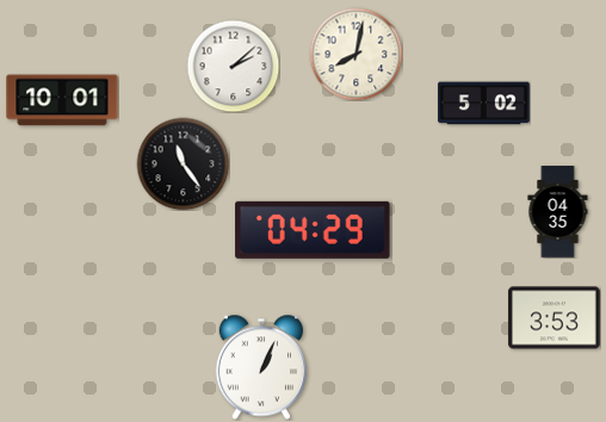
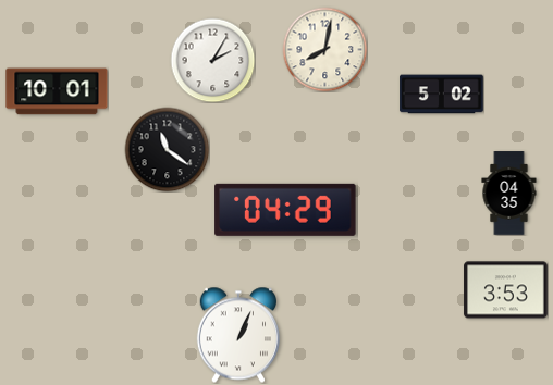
clock at (233, 66): 2:08 -> 2:05
clock at (183, 163): 11:24 -> 11:21
